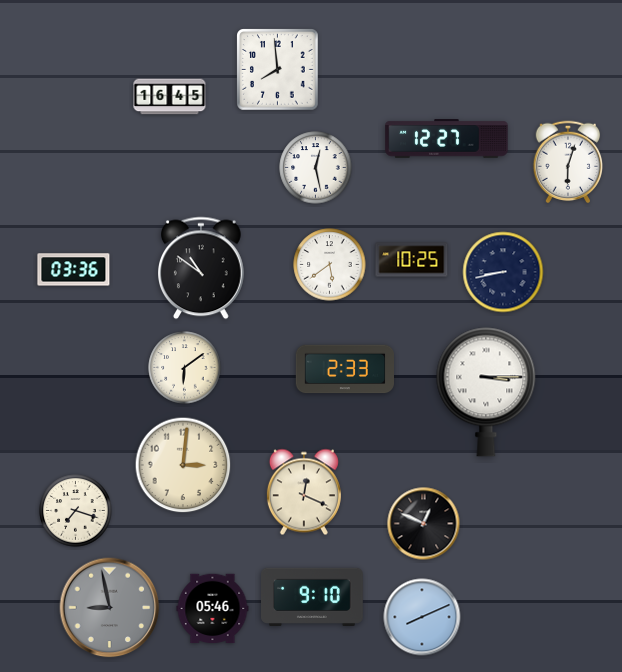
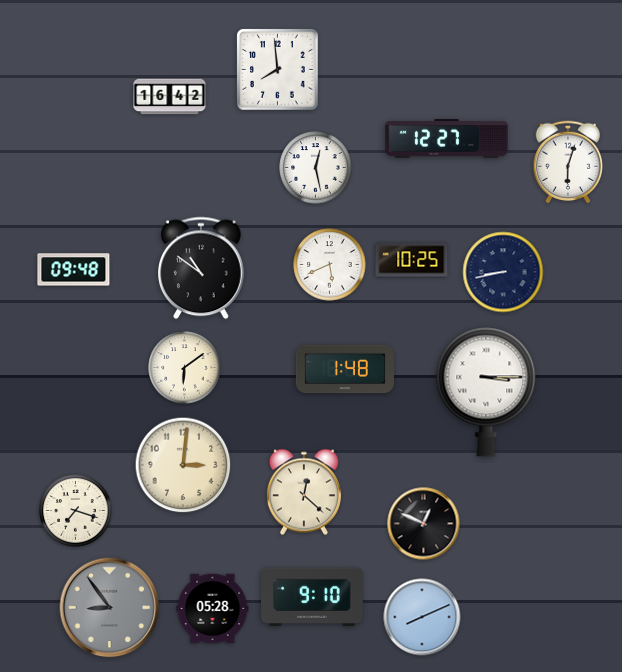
clock at (170, 97): 16:45 -> 16:42
clock at (330, 265): 5:39 -> 5:41
clock at (74, 270): 03:36 -> 09:48
clock at (344, 369): 2:33 -> 1:48
clock at (304, 492): 12:19 -> 12:22
clock at (110, 608): 8:58 -> 8:54
clock at (213, 609): 05:46 -> 05:28
